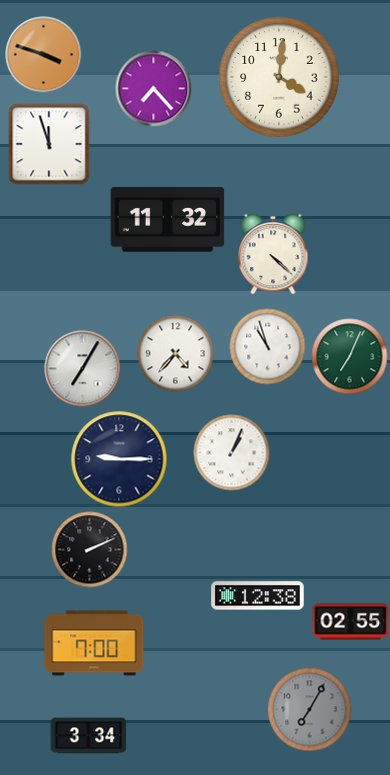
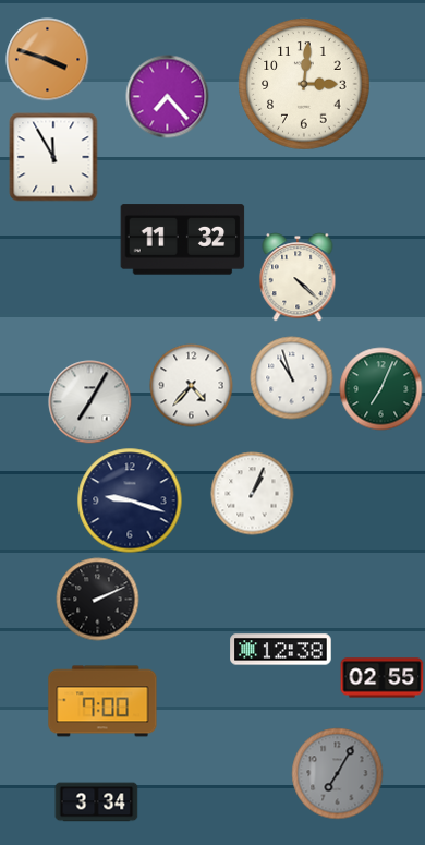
clock at (279, 77): 4:01 -> 3:01
clock at (49, 144): 11:57 -> 11:55
clock at (119, 459): 9:15 -> 9:18
